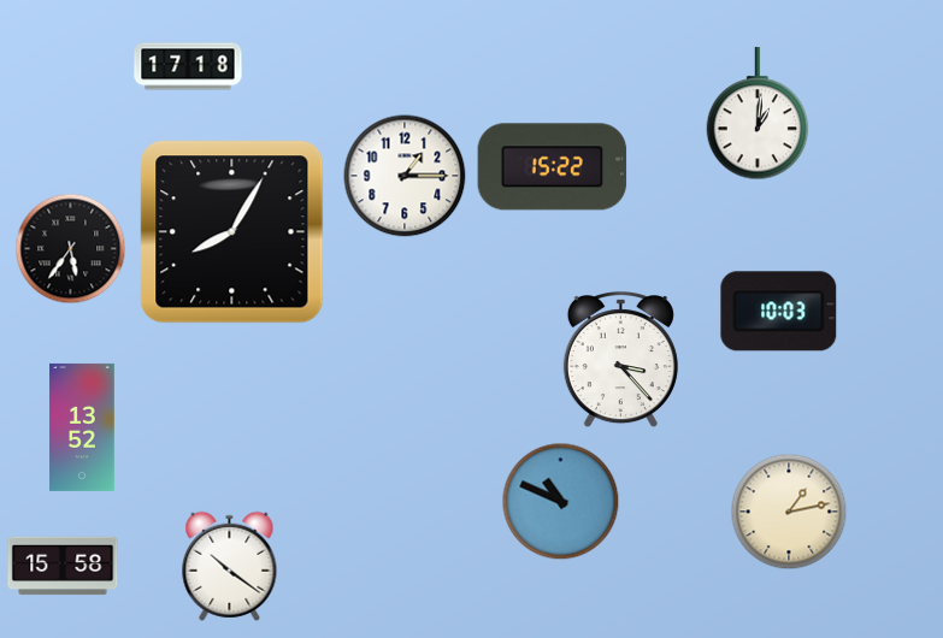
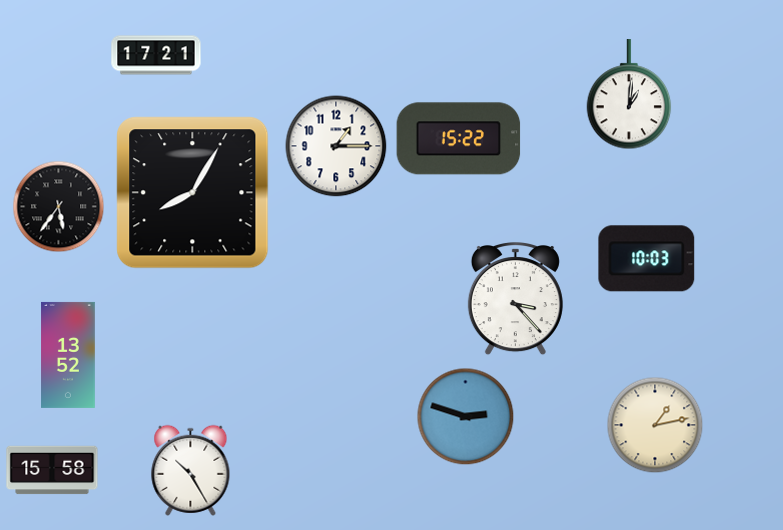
clock at (188, 66): 17:18 -> 17:21
clock at (561, 502): 10:49 -> 2:48
clock at (230, 566): 10:21 -> 10:25
